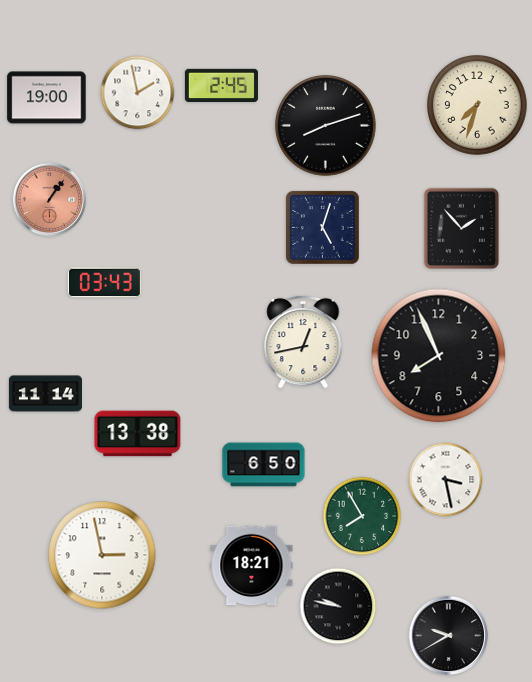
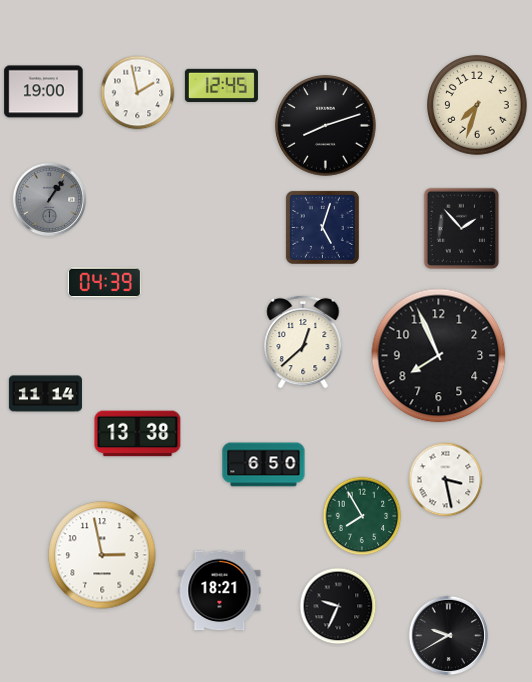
clock at (221, 86): 2:45 -> 12:45
clock at (47, 98) position: (47, 98) -> (44, 92)
clock at (50, 200) dial: salmon -> grey
clock at (104, 283): 03:43 -> 04:39
clock at (303, 342): 12:43 -> 12:38
clock at (252, 566) position: (252, 566) -> (220, 591)
clock at (338, 606): 9:47 -> 9:34
